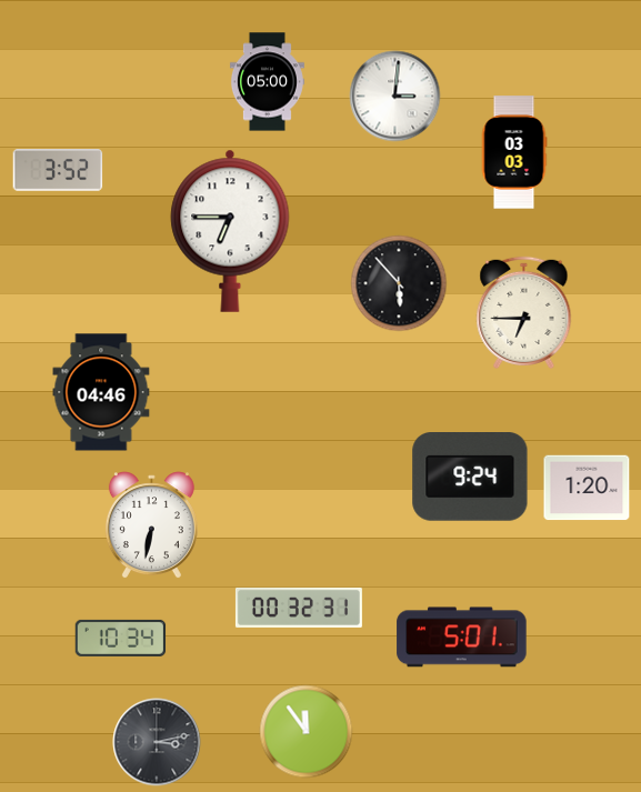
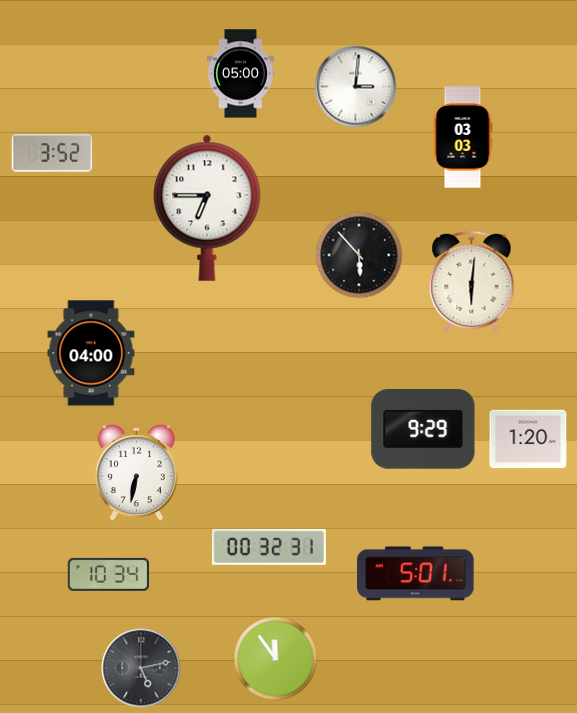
clock at (524, 312): 6:45 -> 6:01
clock at (101, 392): 04:46 -> 04:00
clock at (470, 478): 9:24 -> 9:29
clock at (157, 742): 3:13 -> 5:13
